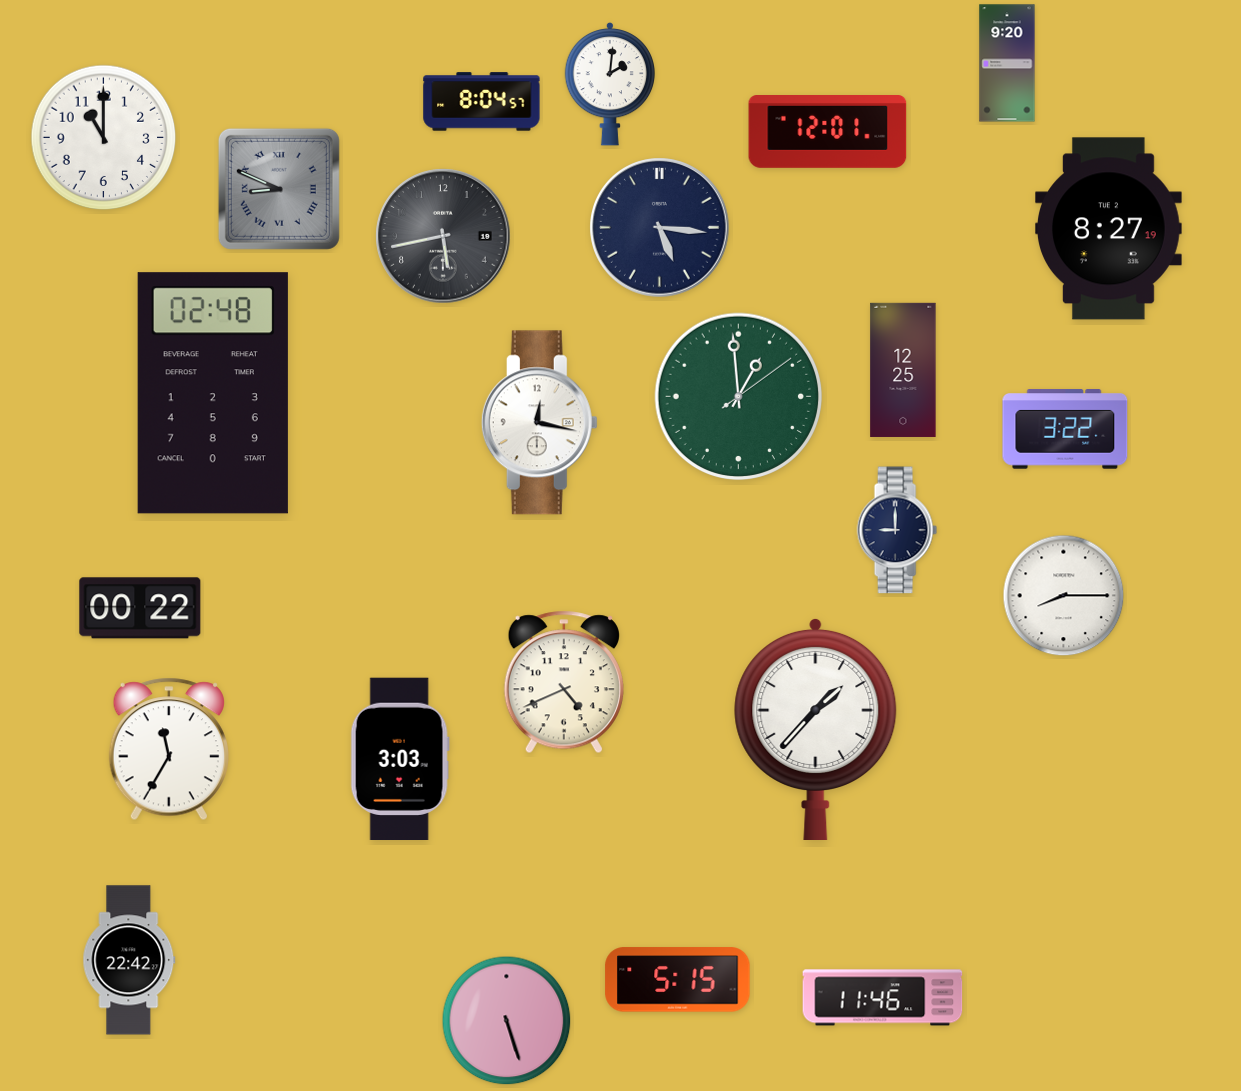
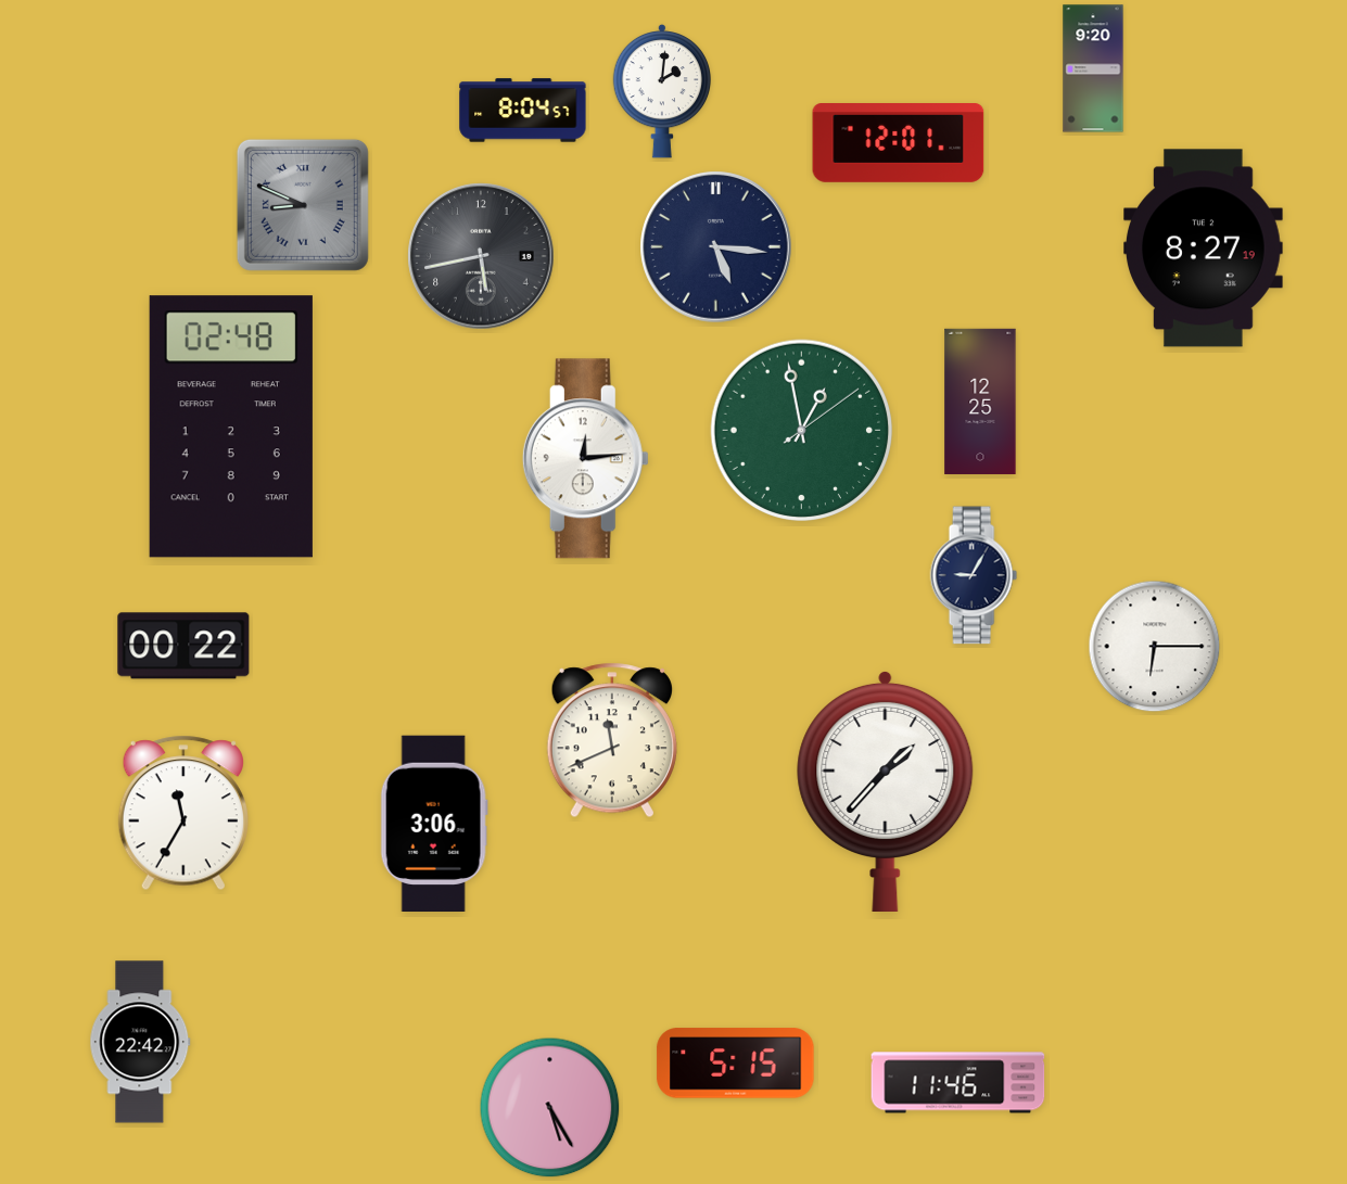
clock at (104, 138): 11:00 -> none
clock at (739, 397): 12:59 -> 12:58
clock at (539, 423): 12:17 -> 12:14
clock at (1065, 429): 3:22 -> none
clock at (897, 530): 9:00 -> 9:05
clock at (1064, 596): 8:15 -> 6:15
clock at (140, 608) position: (140, 608) -> (183, 646)
clock at (564, 682): 4:41 -> 11:41
clock at (400, 758): 3:03 -> 3:06
clock at (507, 1021): 5:27 -> 5:25
